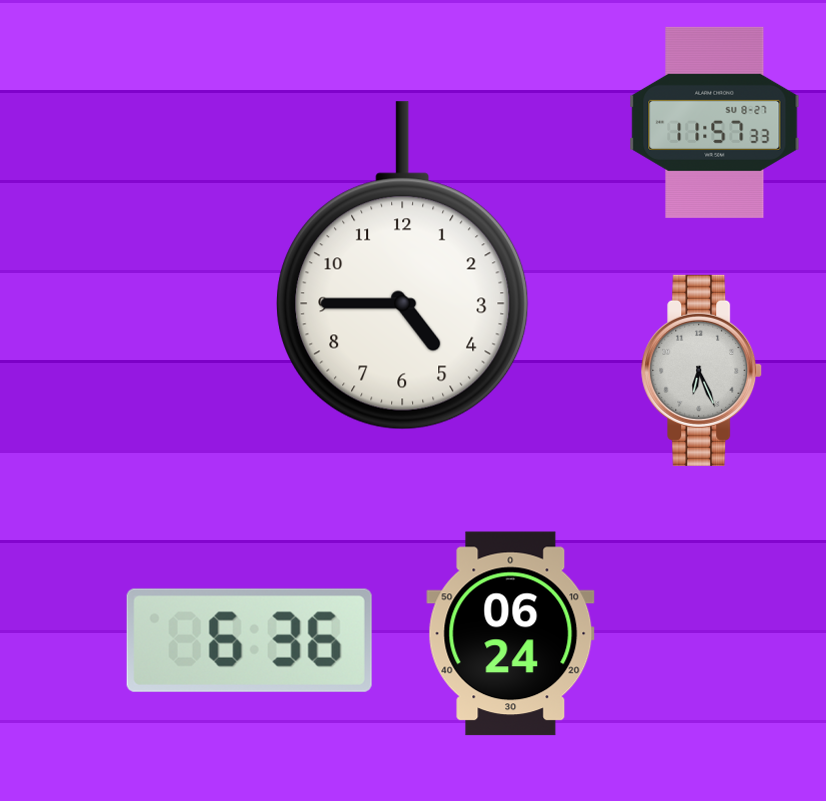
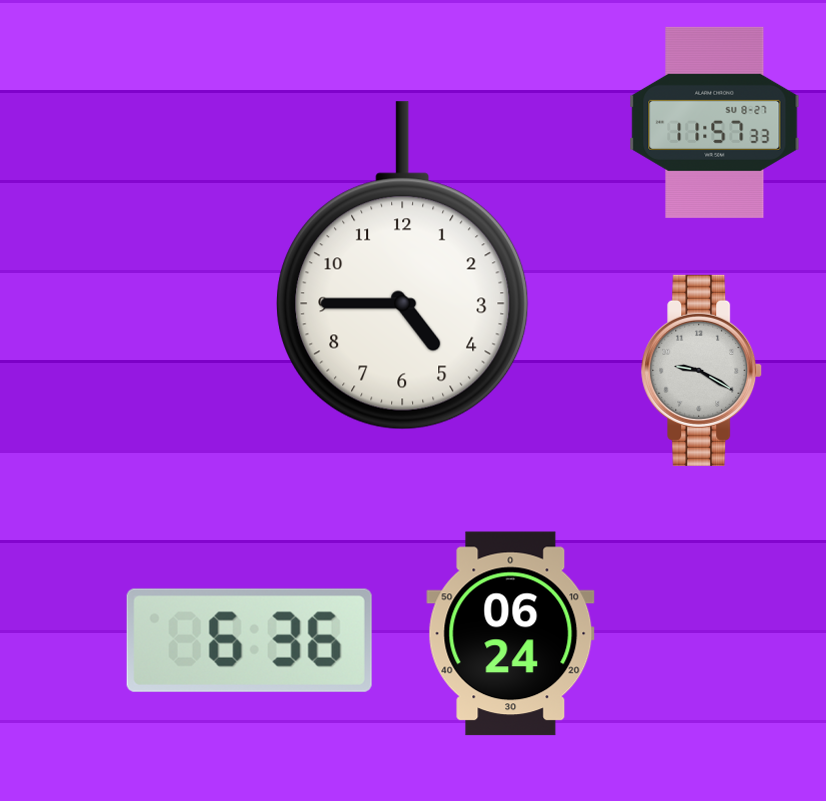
clock at (702, 370): 6:26 -> 9:20
